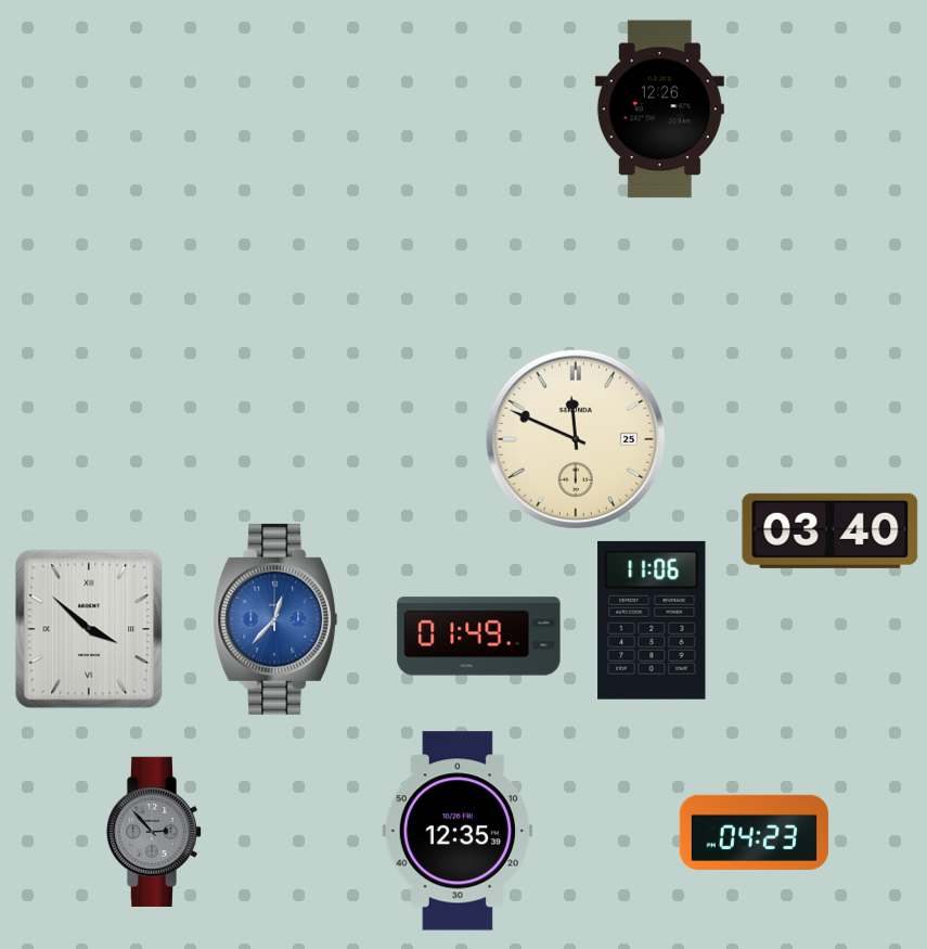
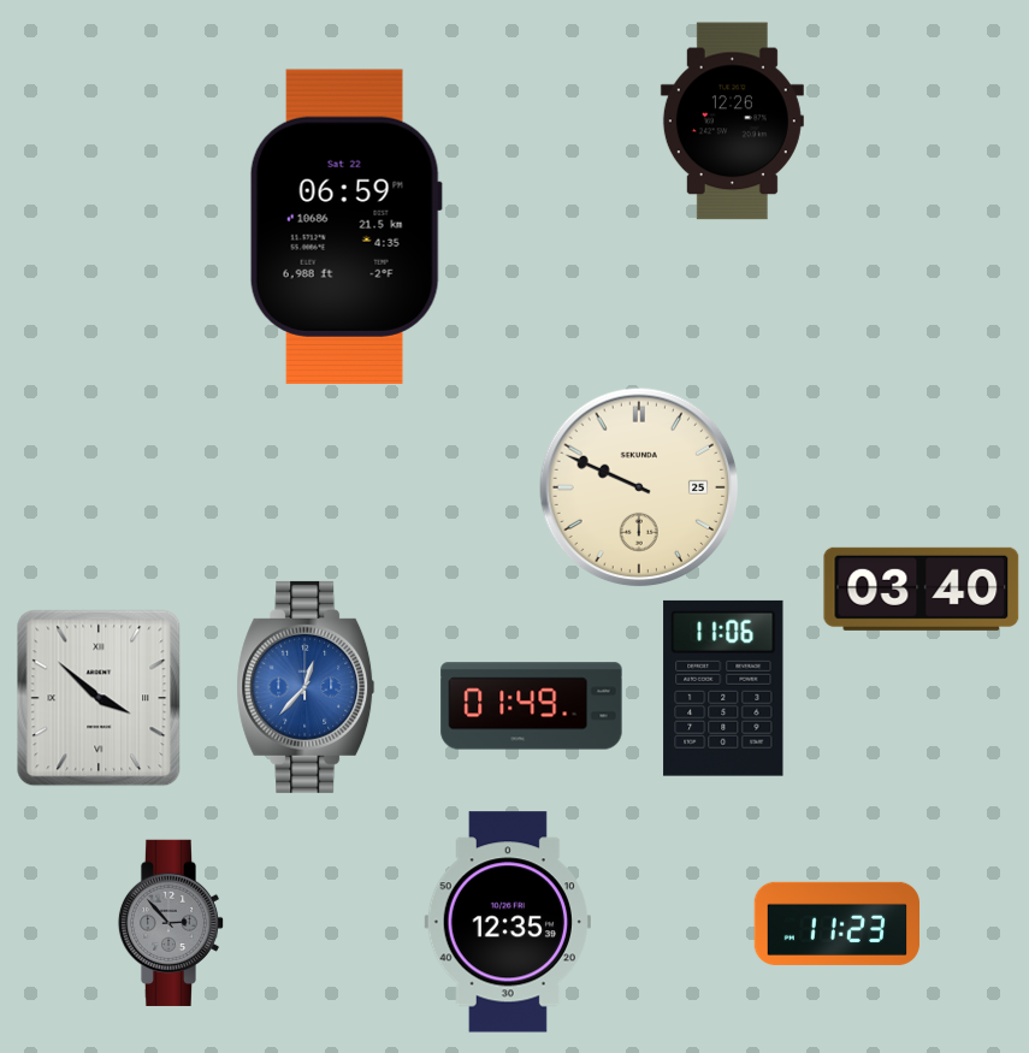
clock at (345, 226): none -> 06:59
clock at (576, 439): 11:49 -> 9:49
clock at (755, 832): 04:23 -> 11:23
